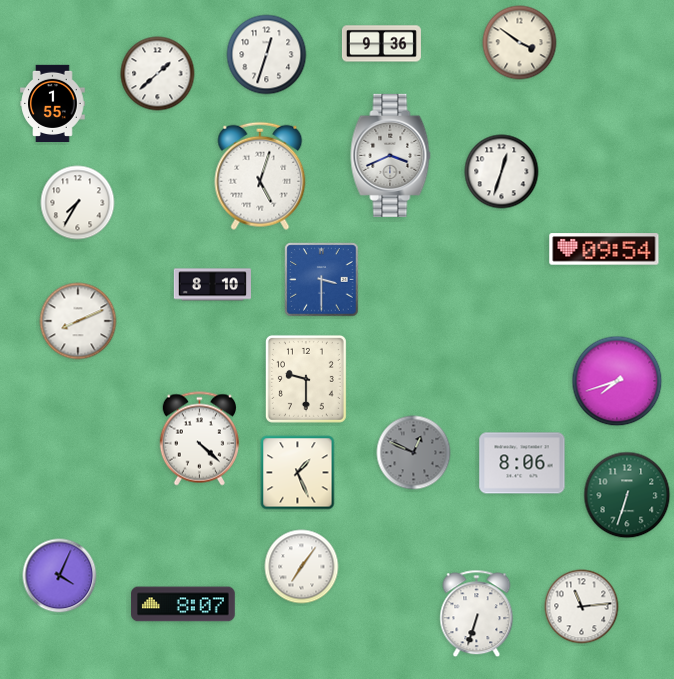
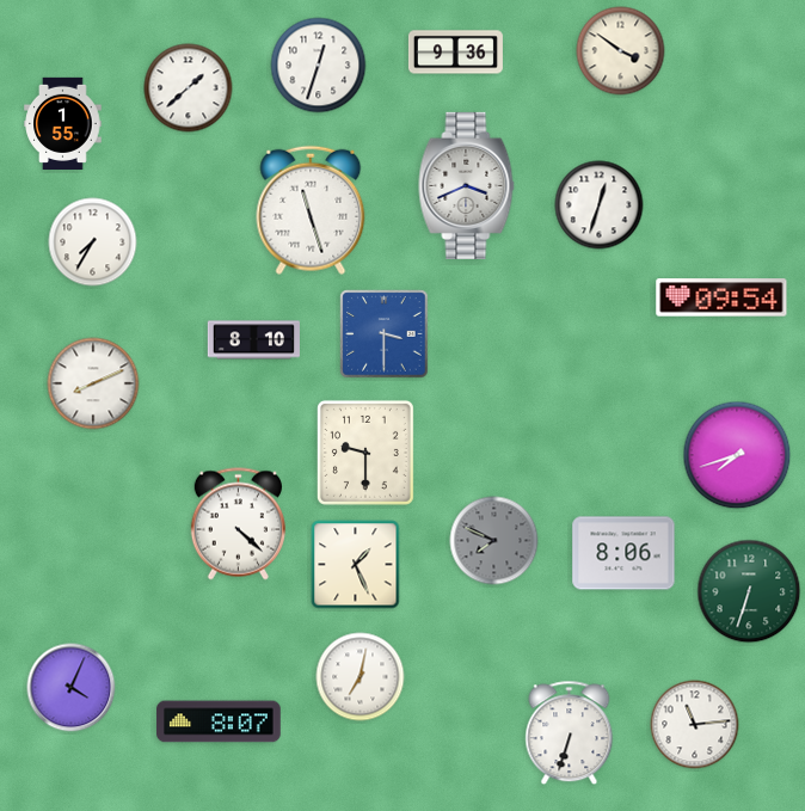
clock at (260, 176): 5:03 -> 11:27
clock at (414, 453): 12:49 -> 7:49
clock at (302, 567): 7:06 -> 7:02
